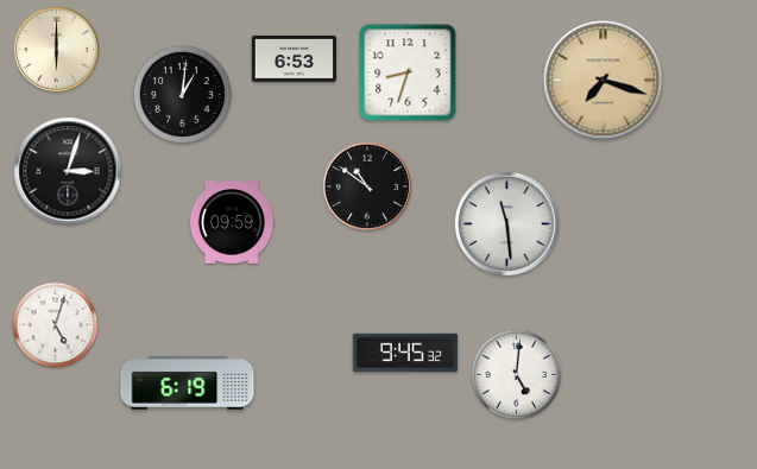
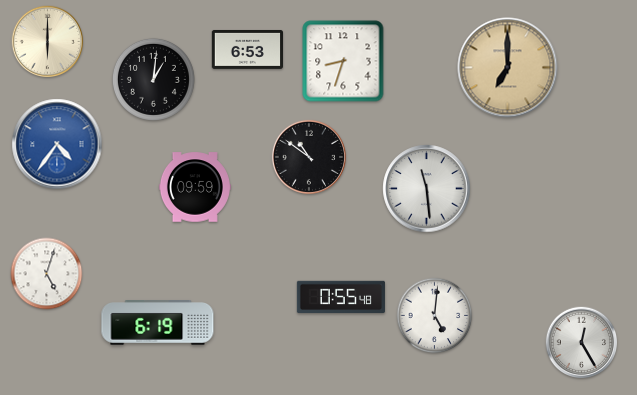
clock at (604, 81): 7:18 -> 7:00
clock at (68, 171): 3:03 -> 4:36
clock at (68, 171) dial: black -> blue
clock at (405, 353): 9:45 -> 0:55
clock at (582, 343): none -> 12:25
